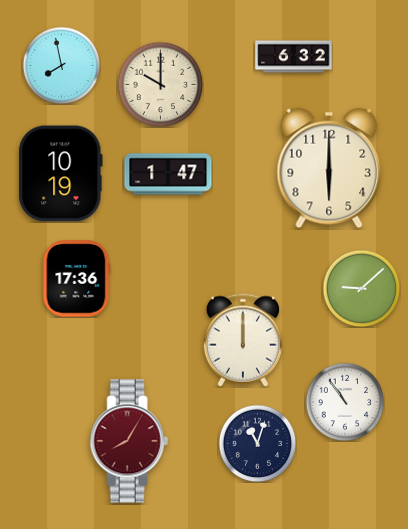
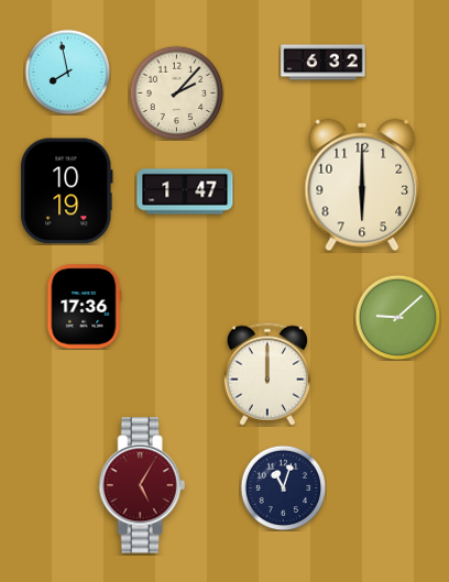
clock at (160, 84): 10:00 -> 2:07
clock at (345, 402): 10:54 -> none
clock at (129, 441): 8:05 -> 5:05
